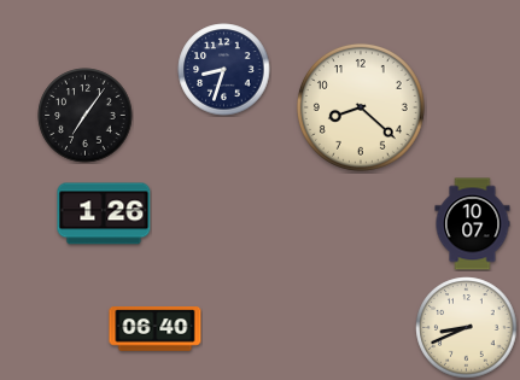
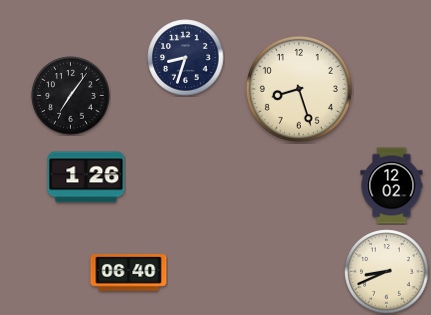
clock at (361, 107): 8:22 -> 8:27
clock at (473, 224): 10:07 -> 12:02
